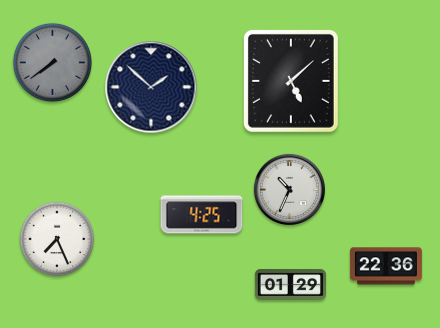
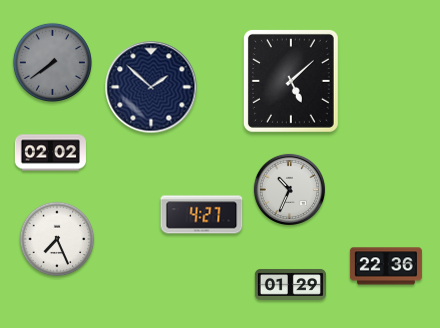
clock at (50, 153): none -> 02:02
clock at (202, 215): 4:25 -> 4:27
